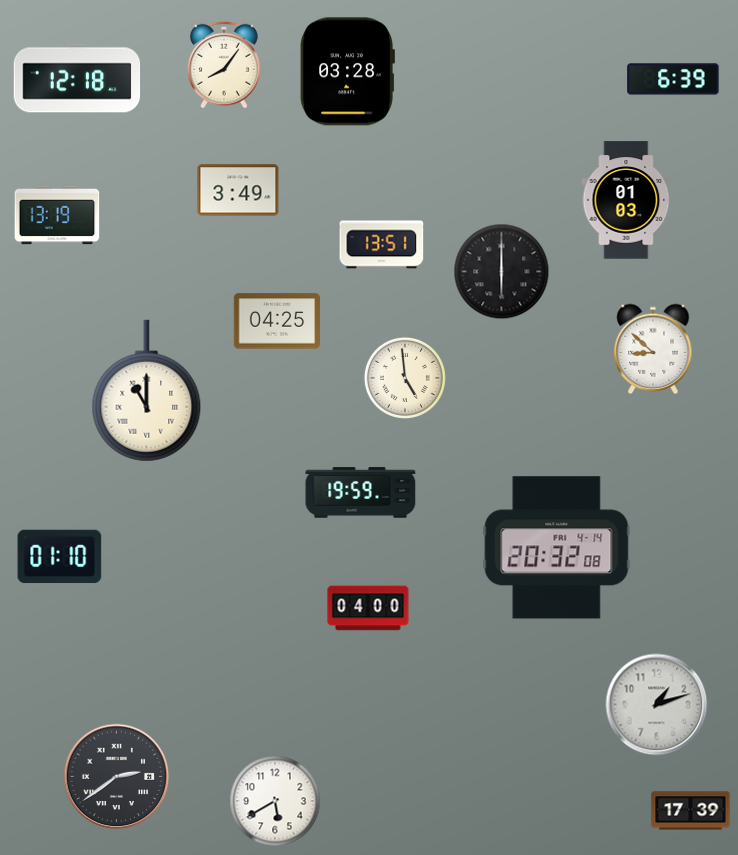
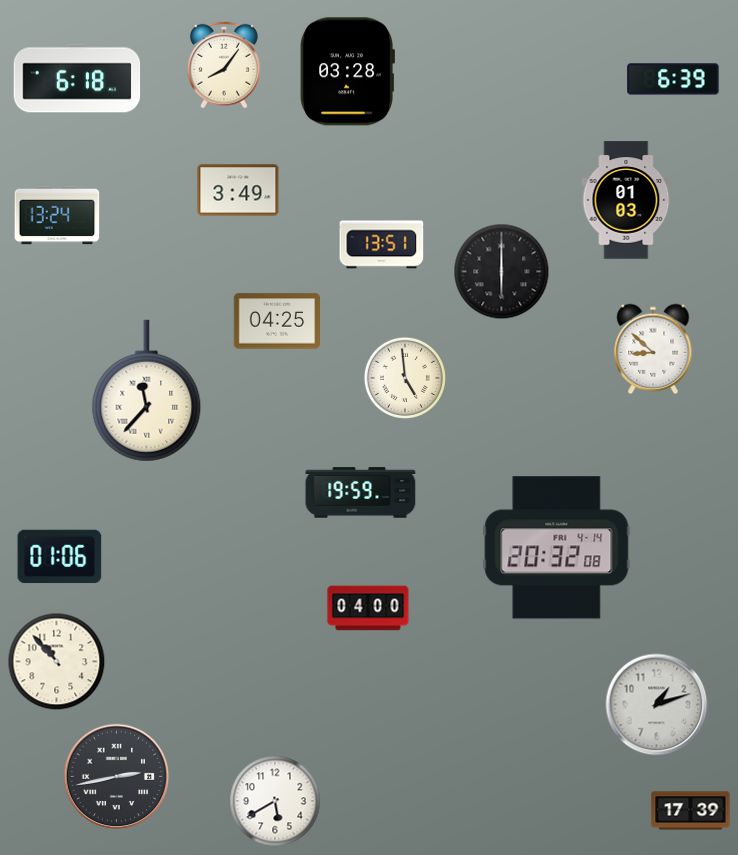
clock at (77, 78): 12:18 -> 6:18
clock at (57, 215): 13:19 -> 13:24
clock at (147, 391): 11:00 -> 11:37
clock at (60, 557): 01:10 -> 01:06
clock at (57, 662): none -> 10:53
clock at (117, 777): 2:39 -> 2:43
